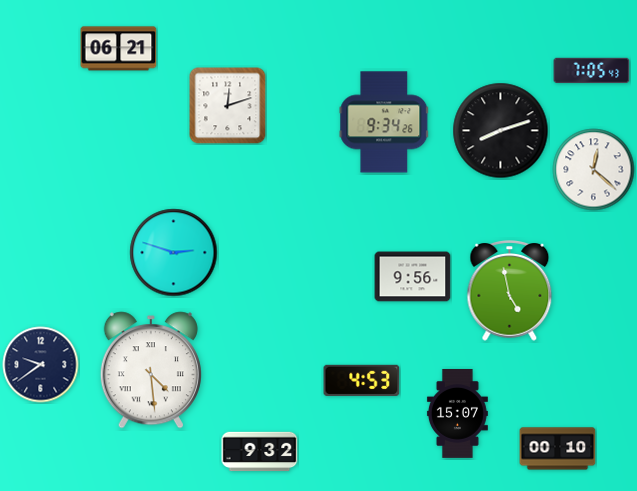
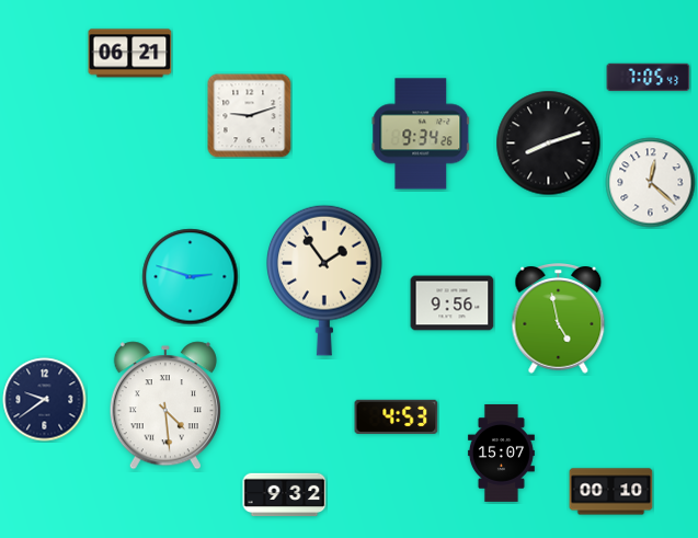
clock at (228, 106): 12:12 -> 9:12
clock at (594, 170) position: (594, 170) -> (651, 183)
clock at (325, 281): none -> 1:54
